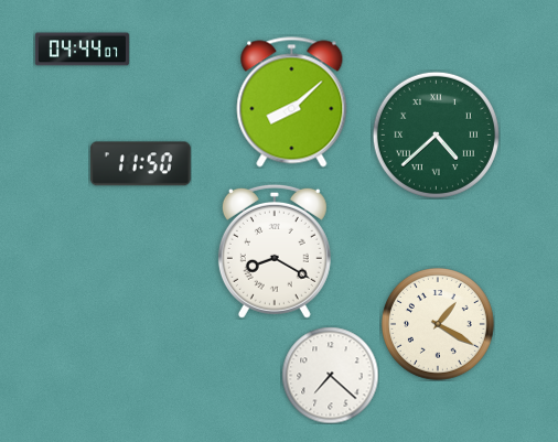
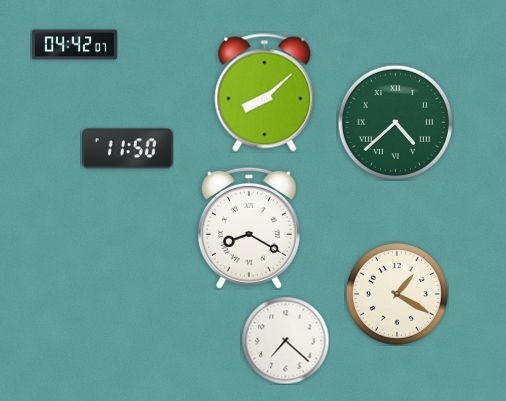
clock at (82, 50): 04:44 -> 04:42
clock at (330, 375) position: (330, 375) -> (285, 340)
